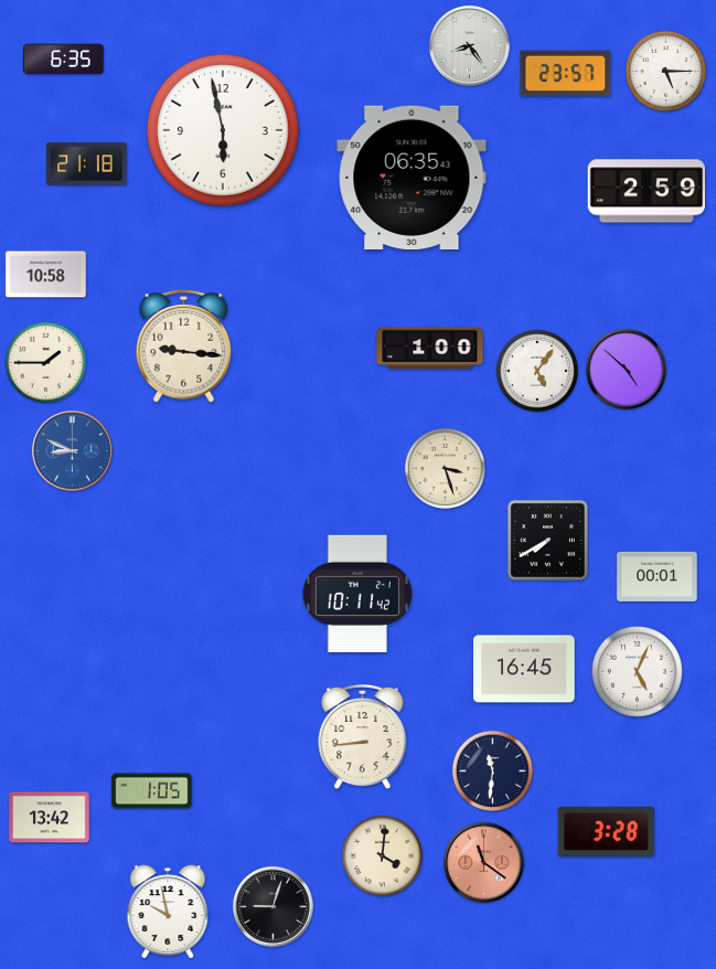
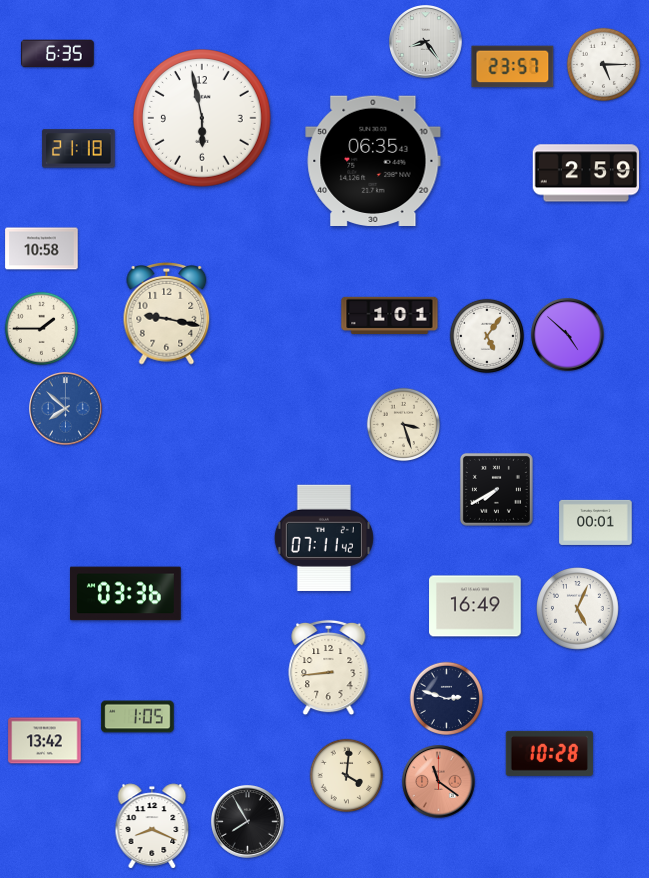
clock at (184, 347): 9:16 -> 9:17
clock at (430, 348): 1:00 -> 1:01
clock at (73, 451): 8:49 -> 7:52
clock at (357, 593): 10:11 -> 07:11
clock at (126, 594): none -> 03:36
clock at (524, 669): 16:45 -> 16:49
clock at (492, 770): 11:31 -> 2:48
clock at (606, 831): 3:28 -> 10:28
clock at (274, 907): 9:03 -> 7:55
clock at (168, 912): 9:58 -> 8:19
